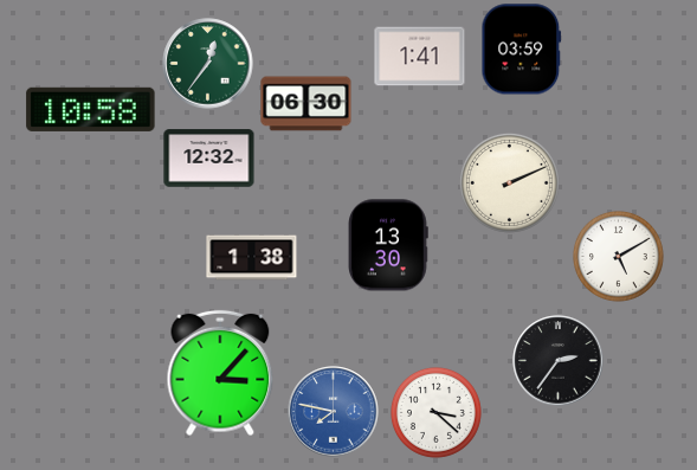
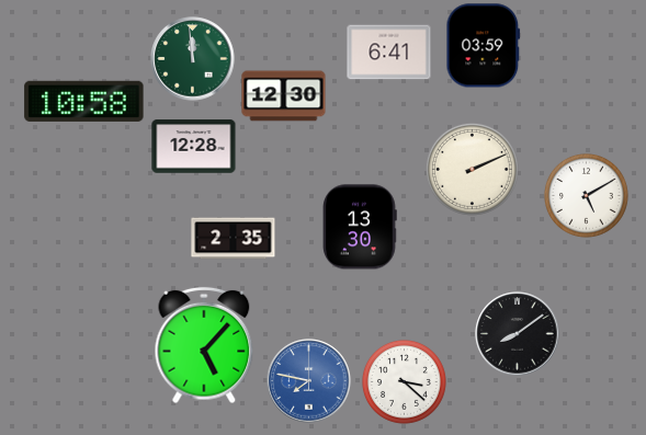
clock at (420, 57): 1:41 -> 6:41
clock at (208, 64): 12:36 -> 11:59
clock at (306, 104): 06:30 -> 12:30
clock at (209, 159): 12:32 -> 12:28
clock at (618, 256) position: (618, 256) -> (586, 195)
clock at (252, 258): 1:38 -> 2:35
clock at (559, 361): 2:36 -> 8:09
clock at (220, 373): 3:07 -> 5:07
